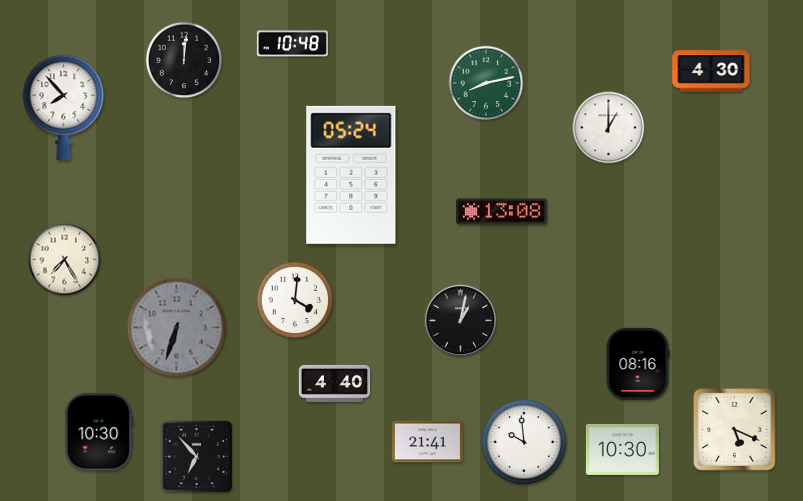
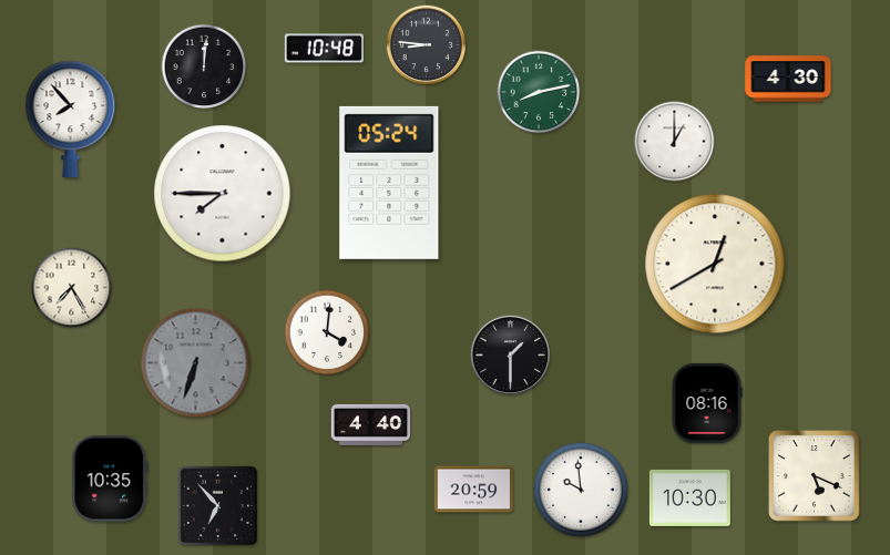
clock at (427, 45): none -> 8:46
clock at (223, 194): none -> 7:45
clock at (351, 175) position: (351, 175) -> (389, 183)
clock at (502, 212): 13:08 -> none
clock at (715, 264): none -> 12:40
clock at (461, 321): 1:02 -> 1:30
clock at (99, 432): 10:30 -> 10:35
clock at (428, 442): 21:41 -> 20:59
